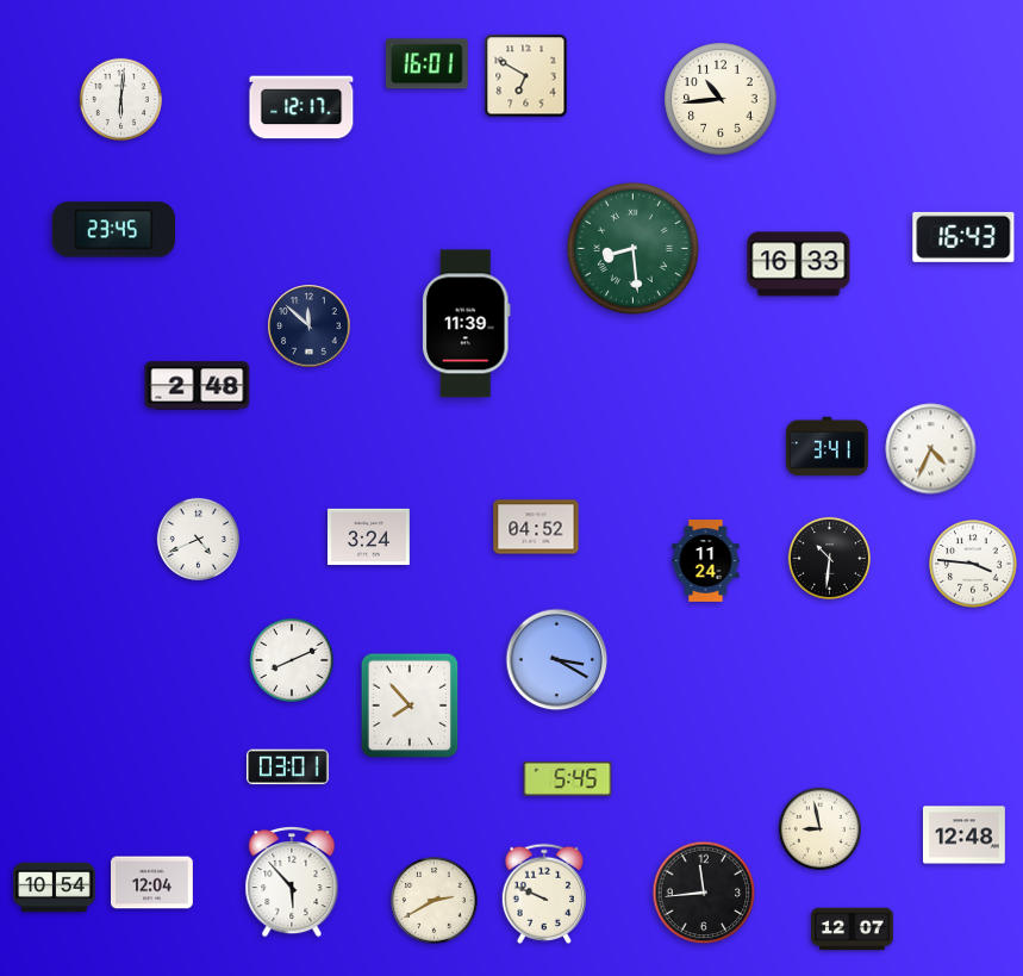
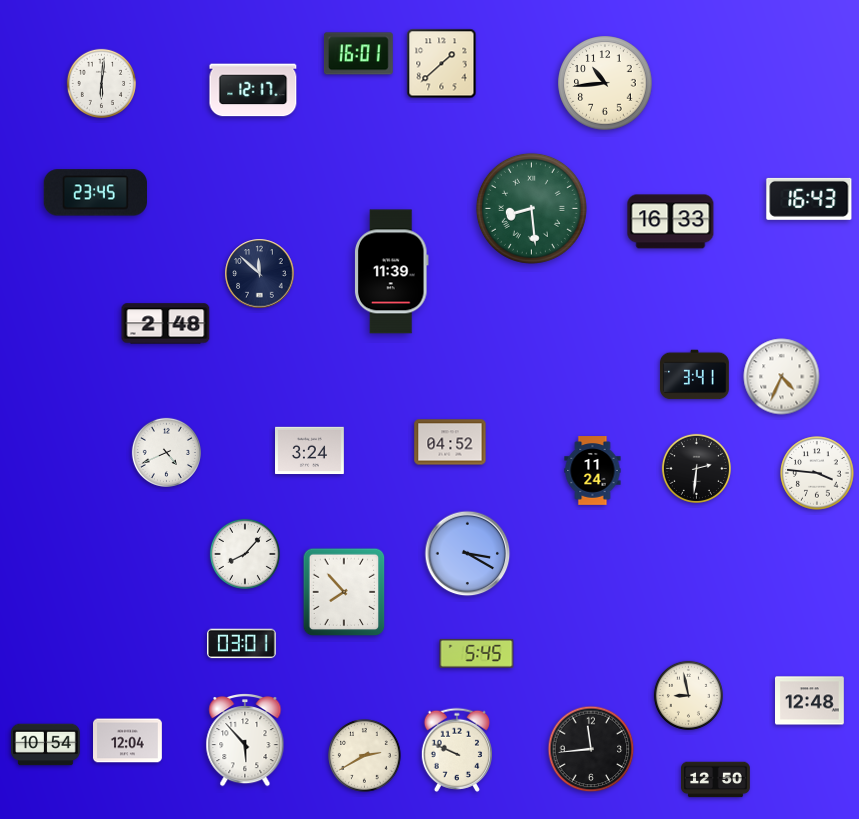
clock at (526, 76): 6:50 -> 1:38
clock at (829, 558): 10:31 -> 2:31
clock at (292, 660): 8:11 -> 8:07
clock at (853, 930): 12:07 -> 12:50
